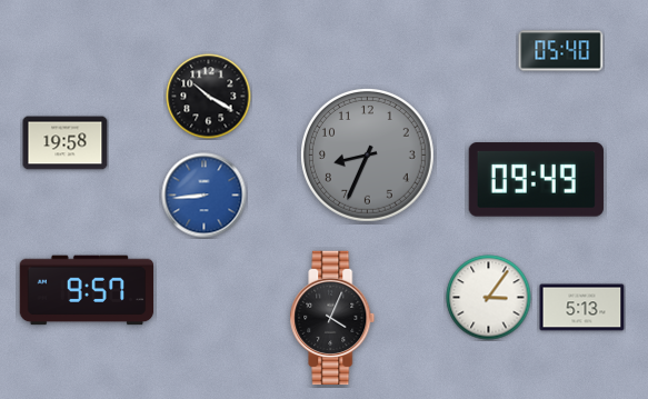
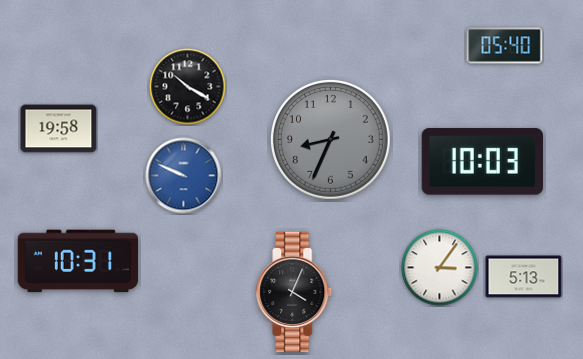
clock at (536, 180): 09:49 -> 10:03
clock at (205, 196): 8:44 -> 9:49
clock at (87, 290): 9:57 -> 10:31
clock at (332, 318) position: (332, 318) -> (294, 292)
